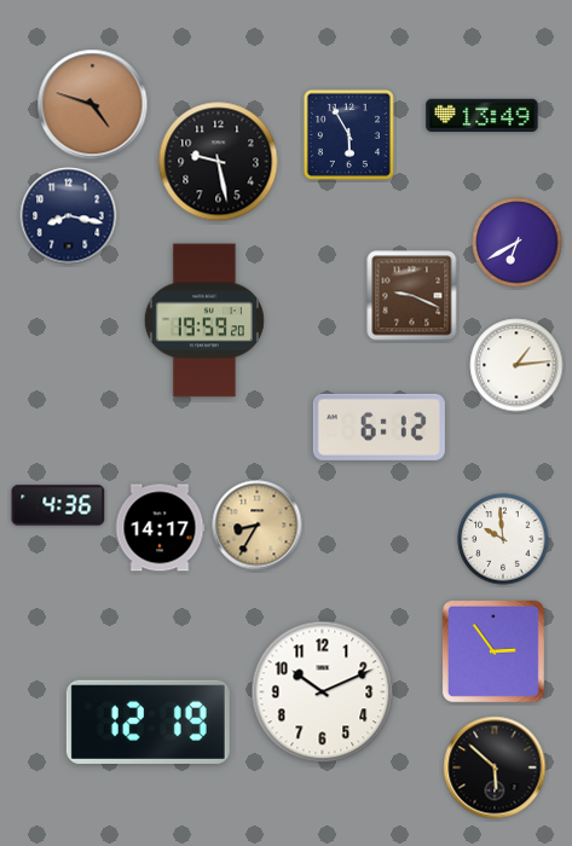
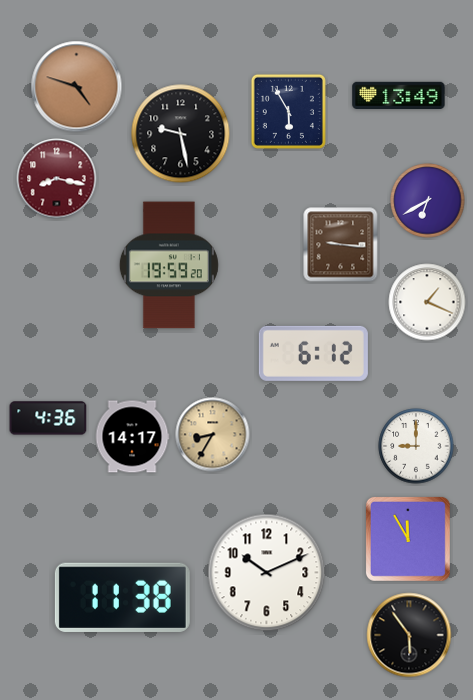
clock at (69, 216) dial: navy -> burgundy
clock at (412, 296): 9:19 -> 9:16
clock at (516, 365): 1:14 -> 1:19
clock at (503, 539): 9:59 -> 9:00
clock at (493, 651): 2:54 -> 11:55
clock at (148, 722): 12:19 -> 11:38
clock at (495, 767): 5:52 -> 5:54
